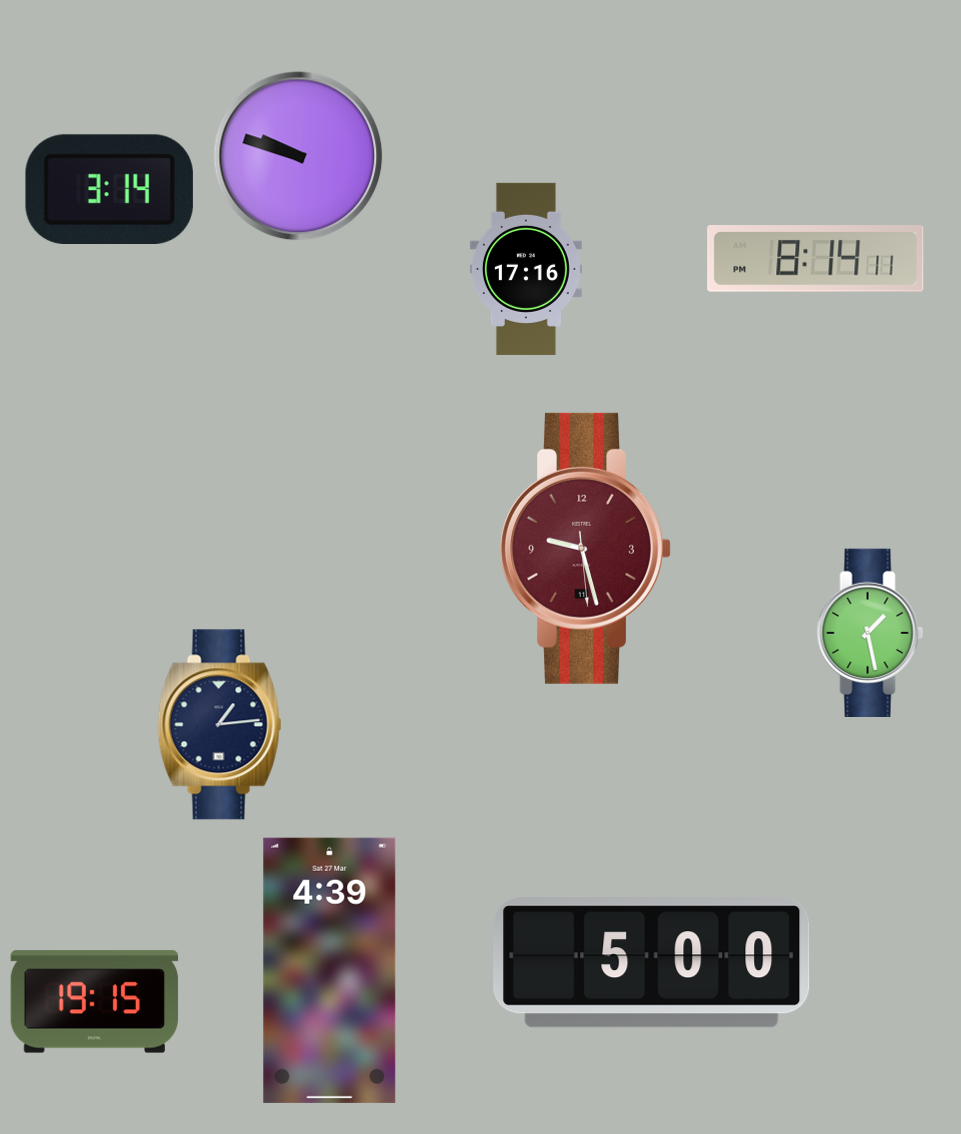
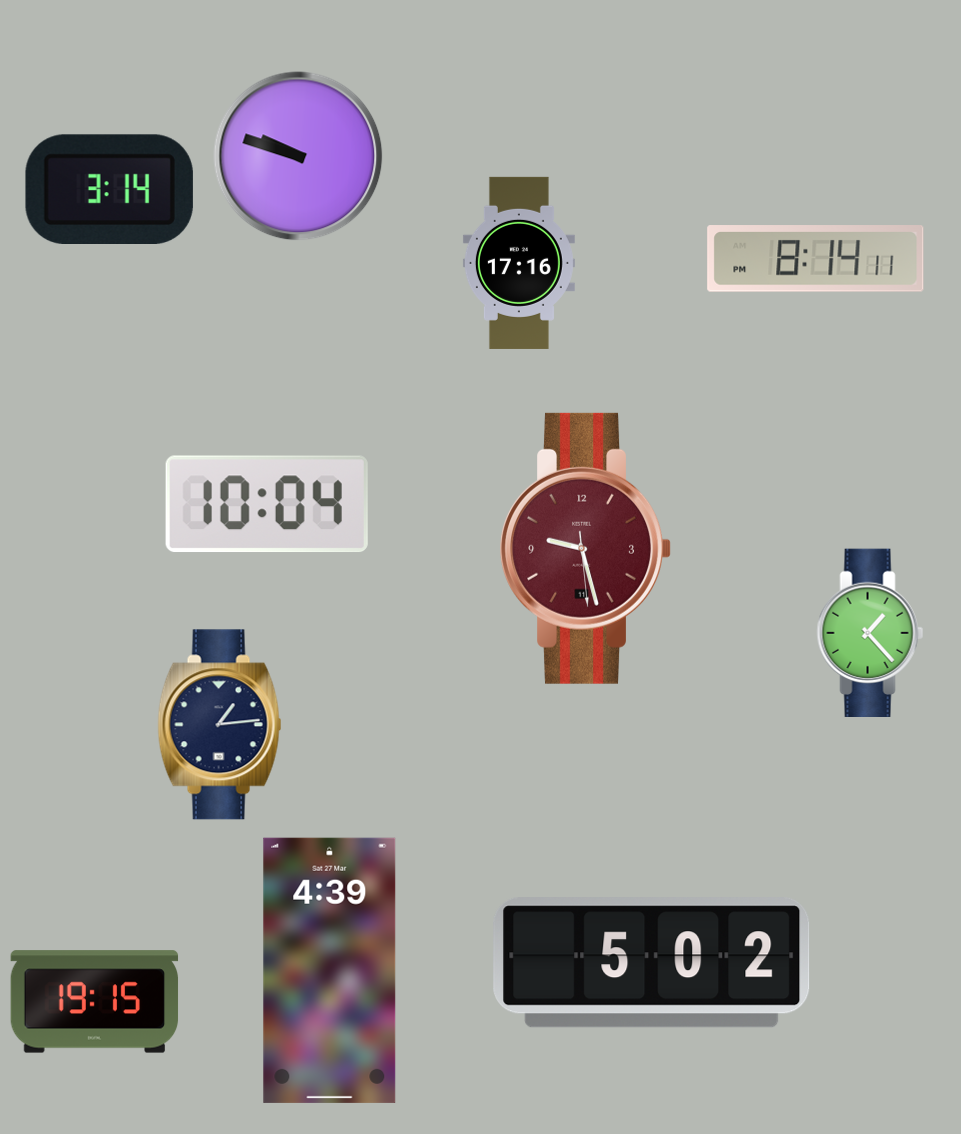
clock at (526, 269) position: (526, 269) -> (519, 263)
clock at (267, 504): none -> 10:04
clock at (870, 632): 1:28 -> 1:23
clock at (652, 963): 5:00 -> 5:02
